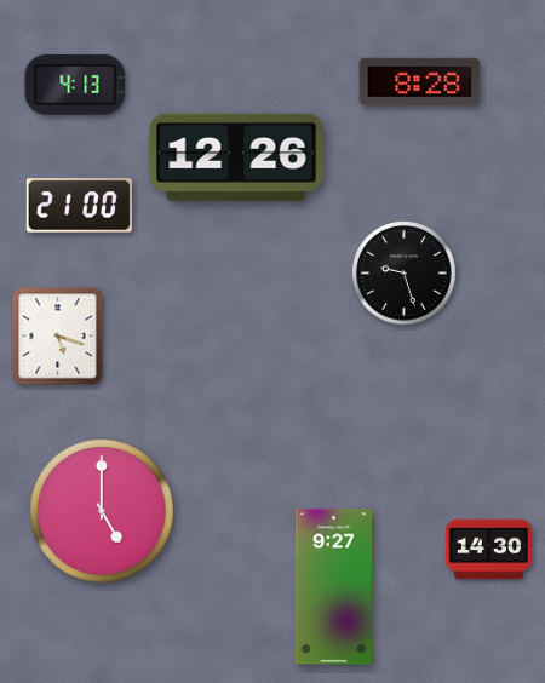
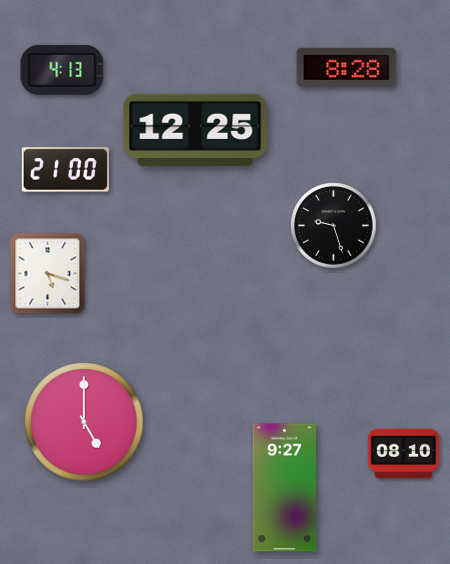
clock at (236, 156): 12:26 -> 12:25
clock at (58, 337) position: (58, 337) -> (48, 274)
clock at (488, 550): 14:30 -> 08:10
clock at (333, 587) position: (333, 587) -> (284, 488)
